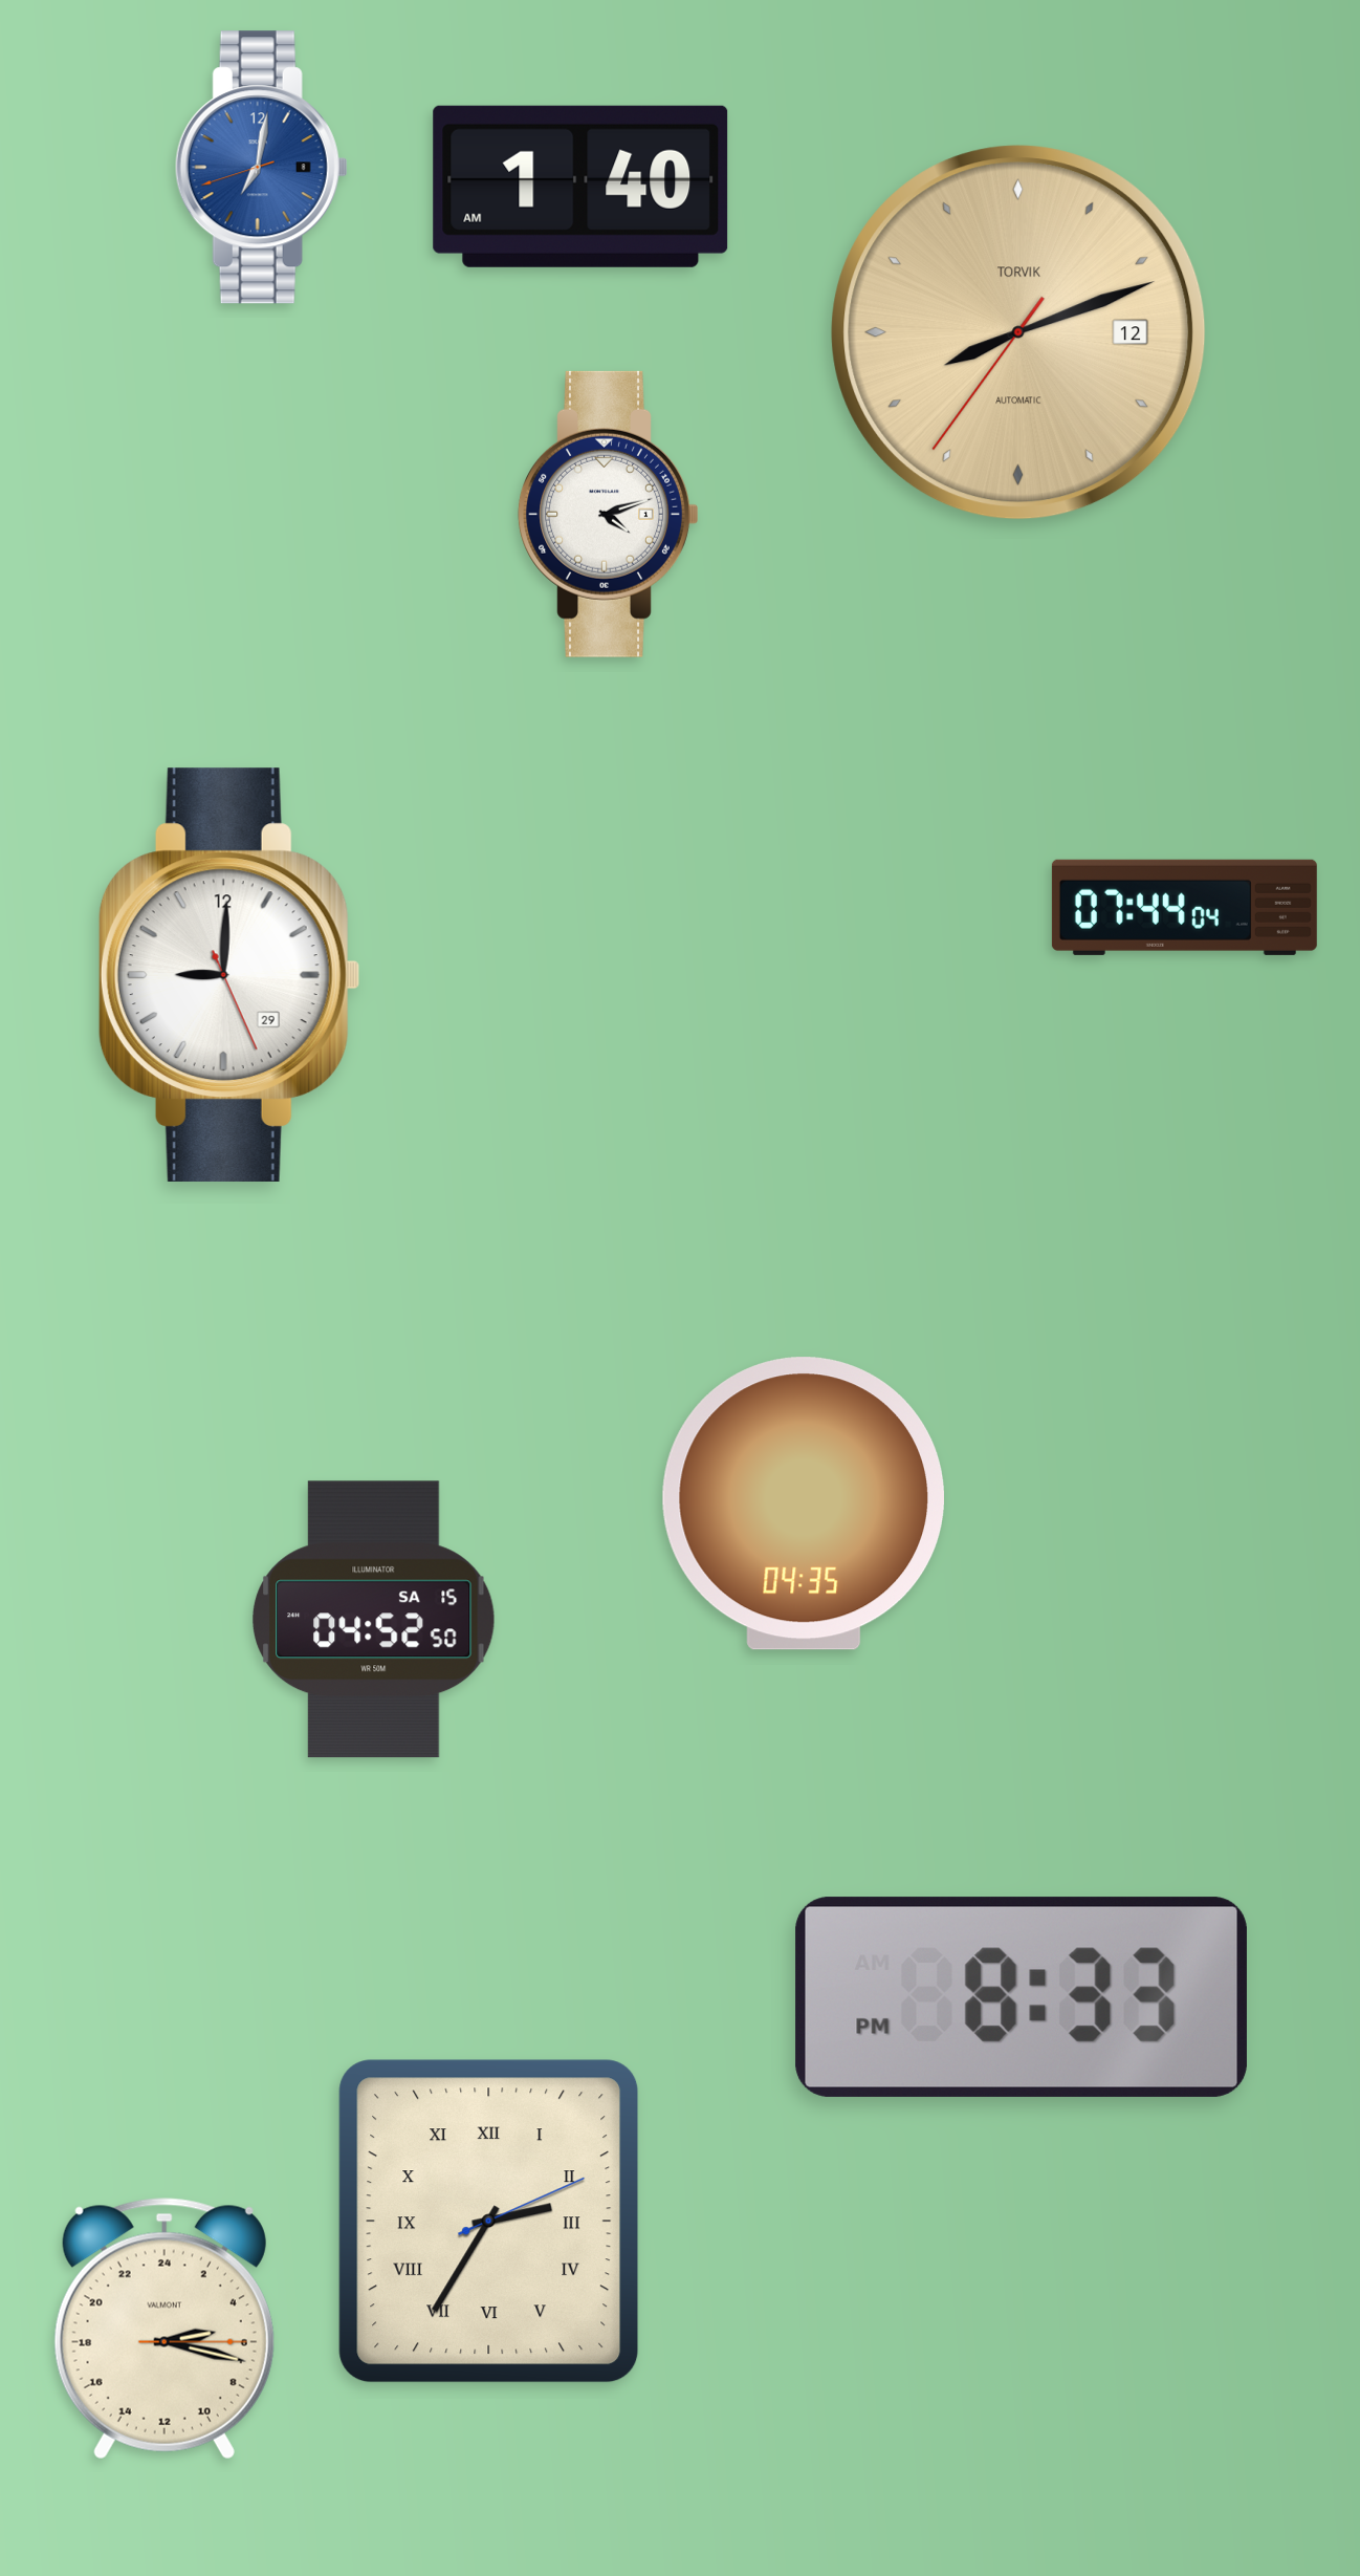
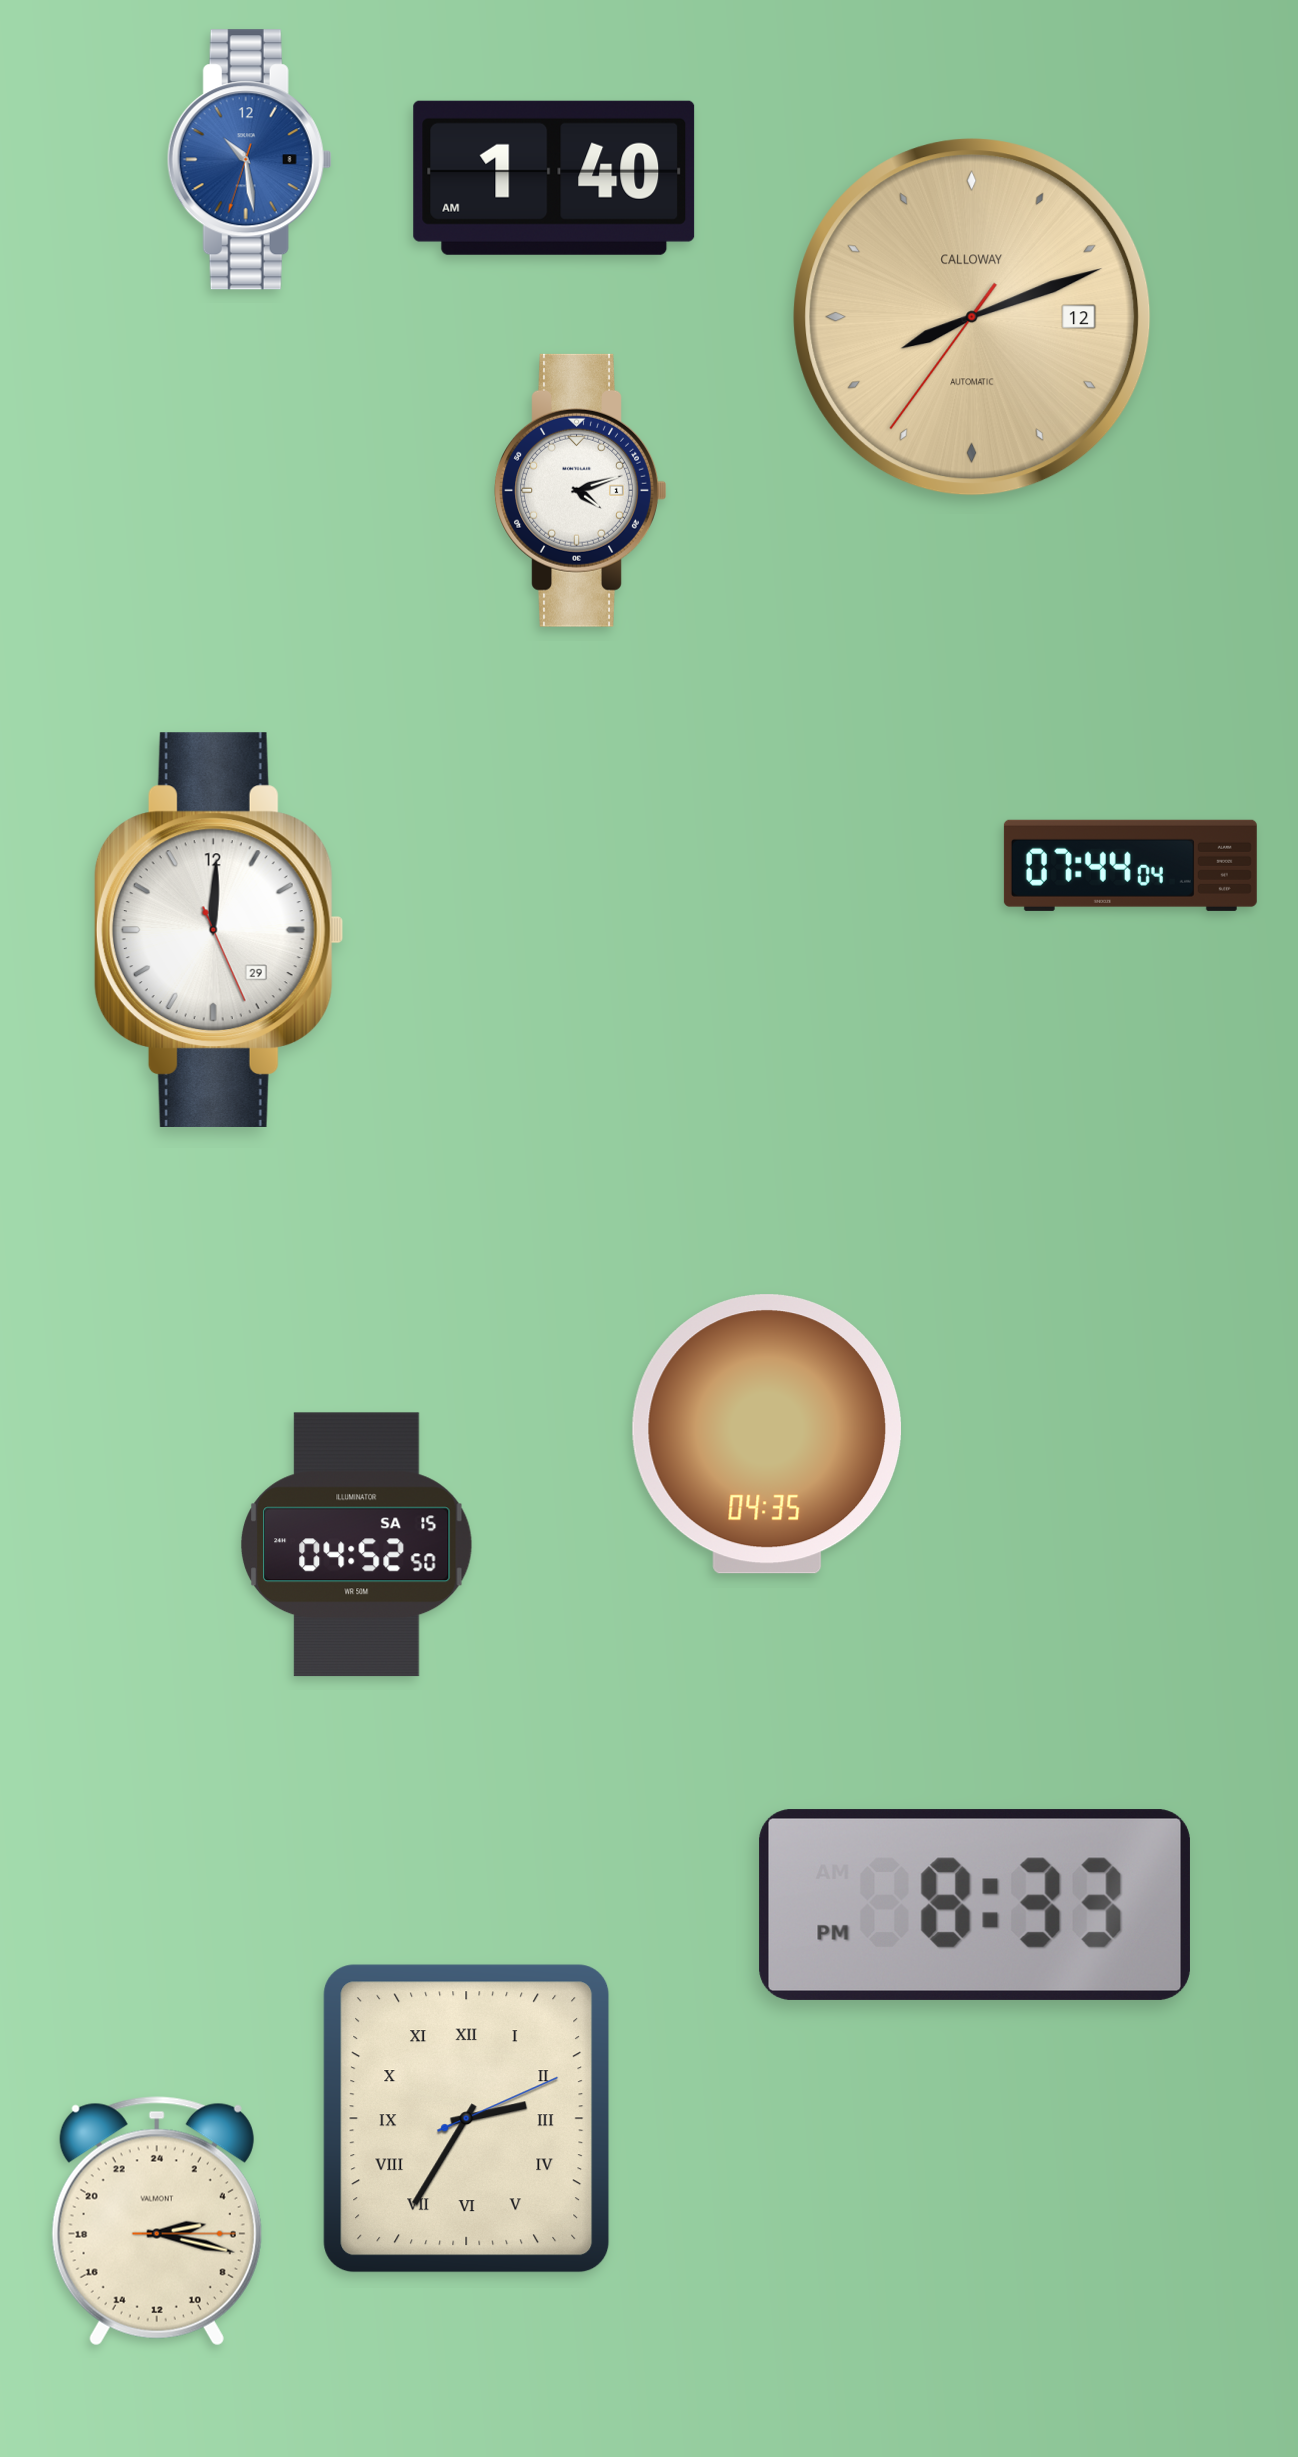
clock at (261, 168): 7:01 -> 10:28
clock at (1018, 332) brand: TORVIK -> CALLOWAY
clock at (229, 975): 9:00 -> 12:00
